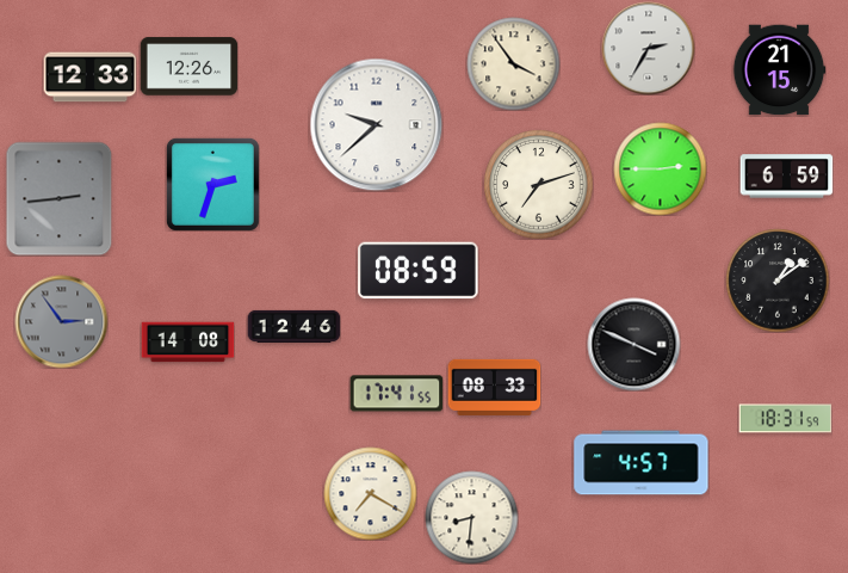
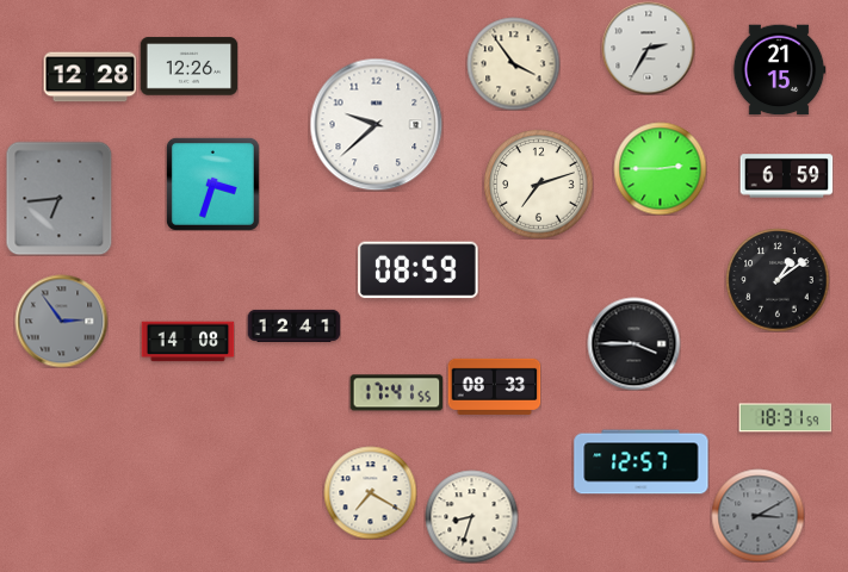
clock at (89, 78): 12:33 -> 12:28
clock at (212, 184): 2:33 -> 3:33
clock at (60, 198): 2:44 -> 6:44
clock at (293, 326): 12:46 -> 12:41
clock at (633, 344): 3:49 -> 3:45
clock at (642, 463): 4:57 -> 12:57
clock at (757, 515): none -> 3:10
clock at (471, 517): 8:31 -> 8:33
